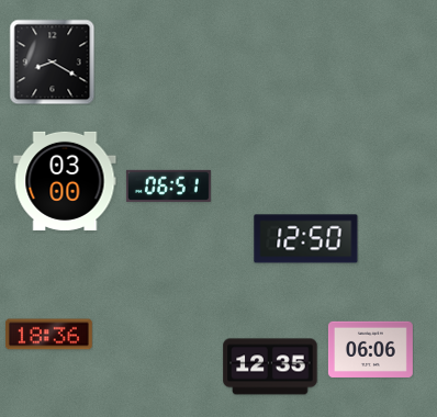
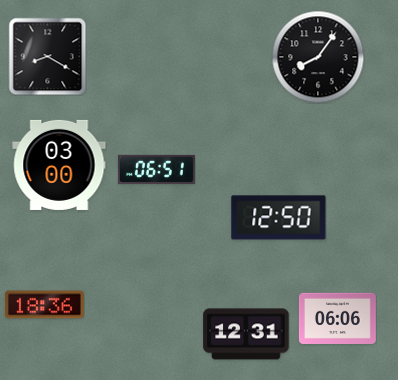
clock at (318, 57): none -> 8:06
clock at (168, 185) position: (168, 185) -> (156, 169)
clock at (270, 367): 12:35 -> 12:31
